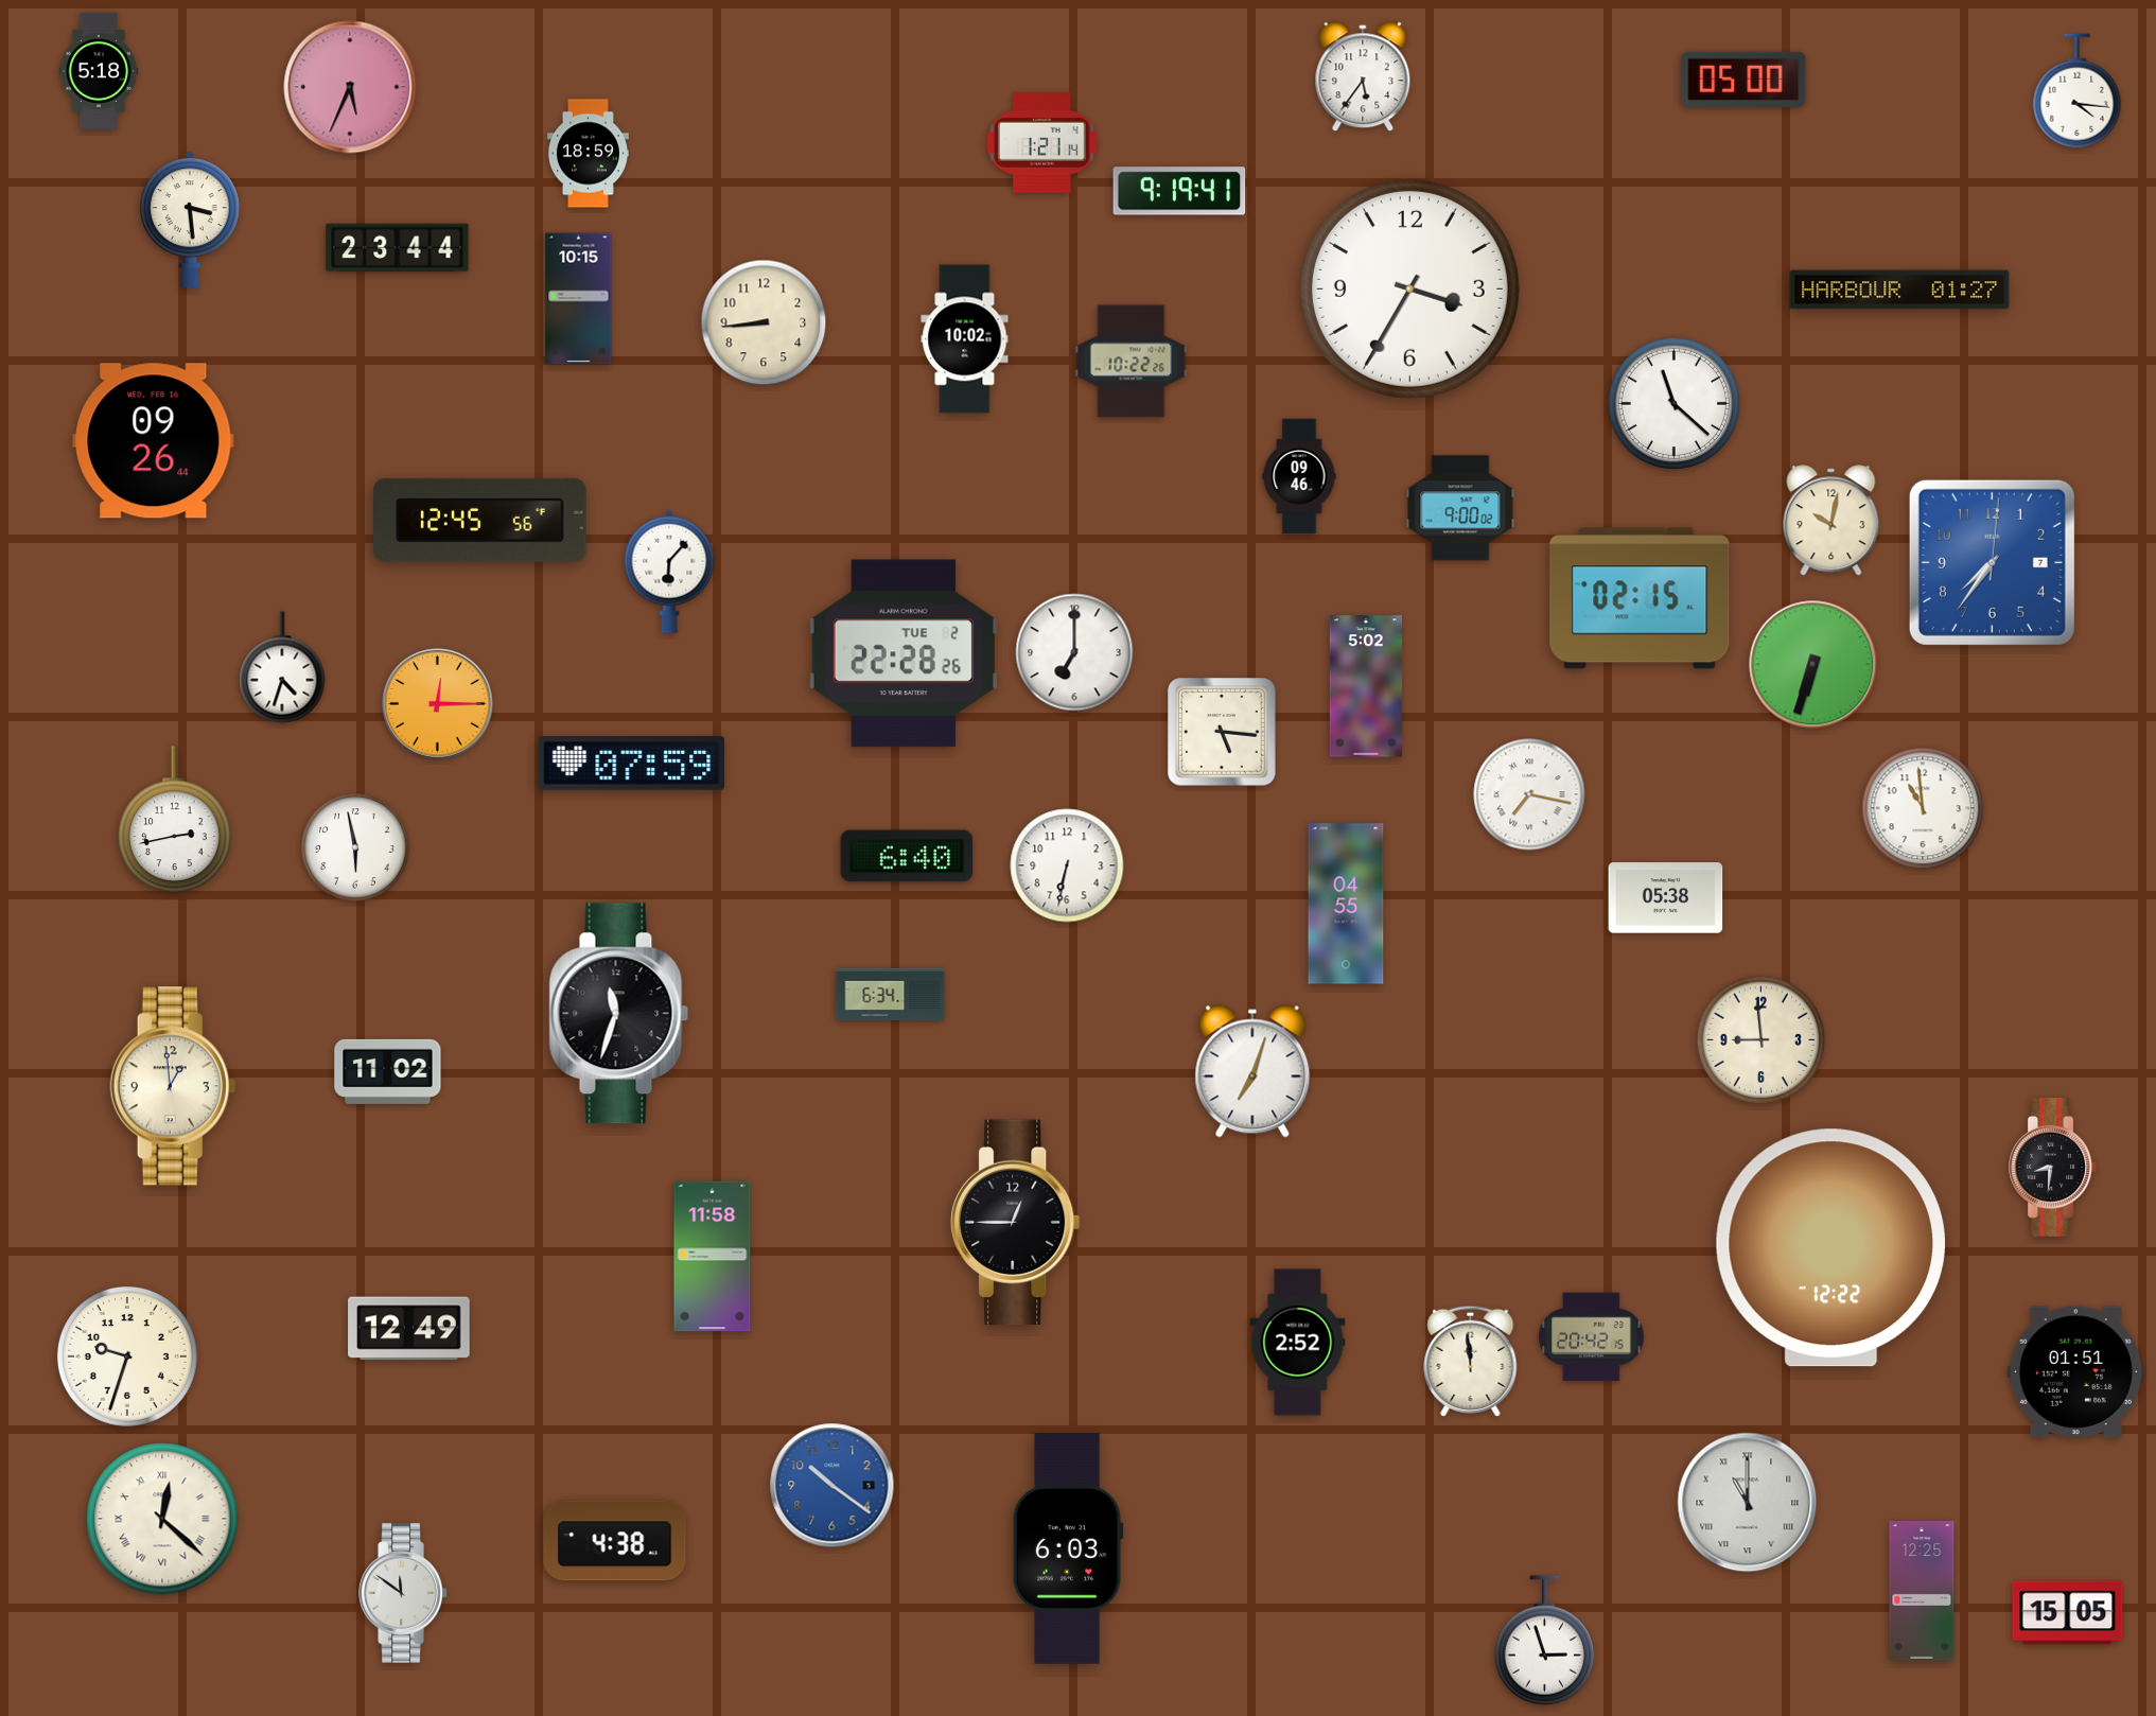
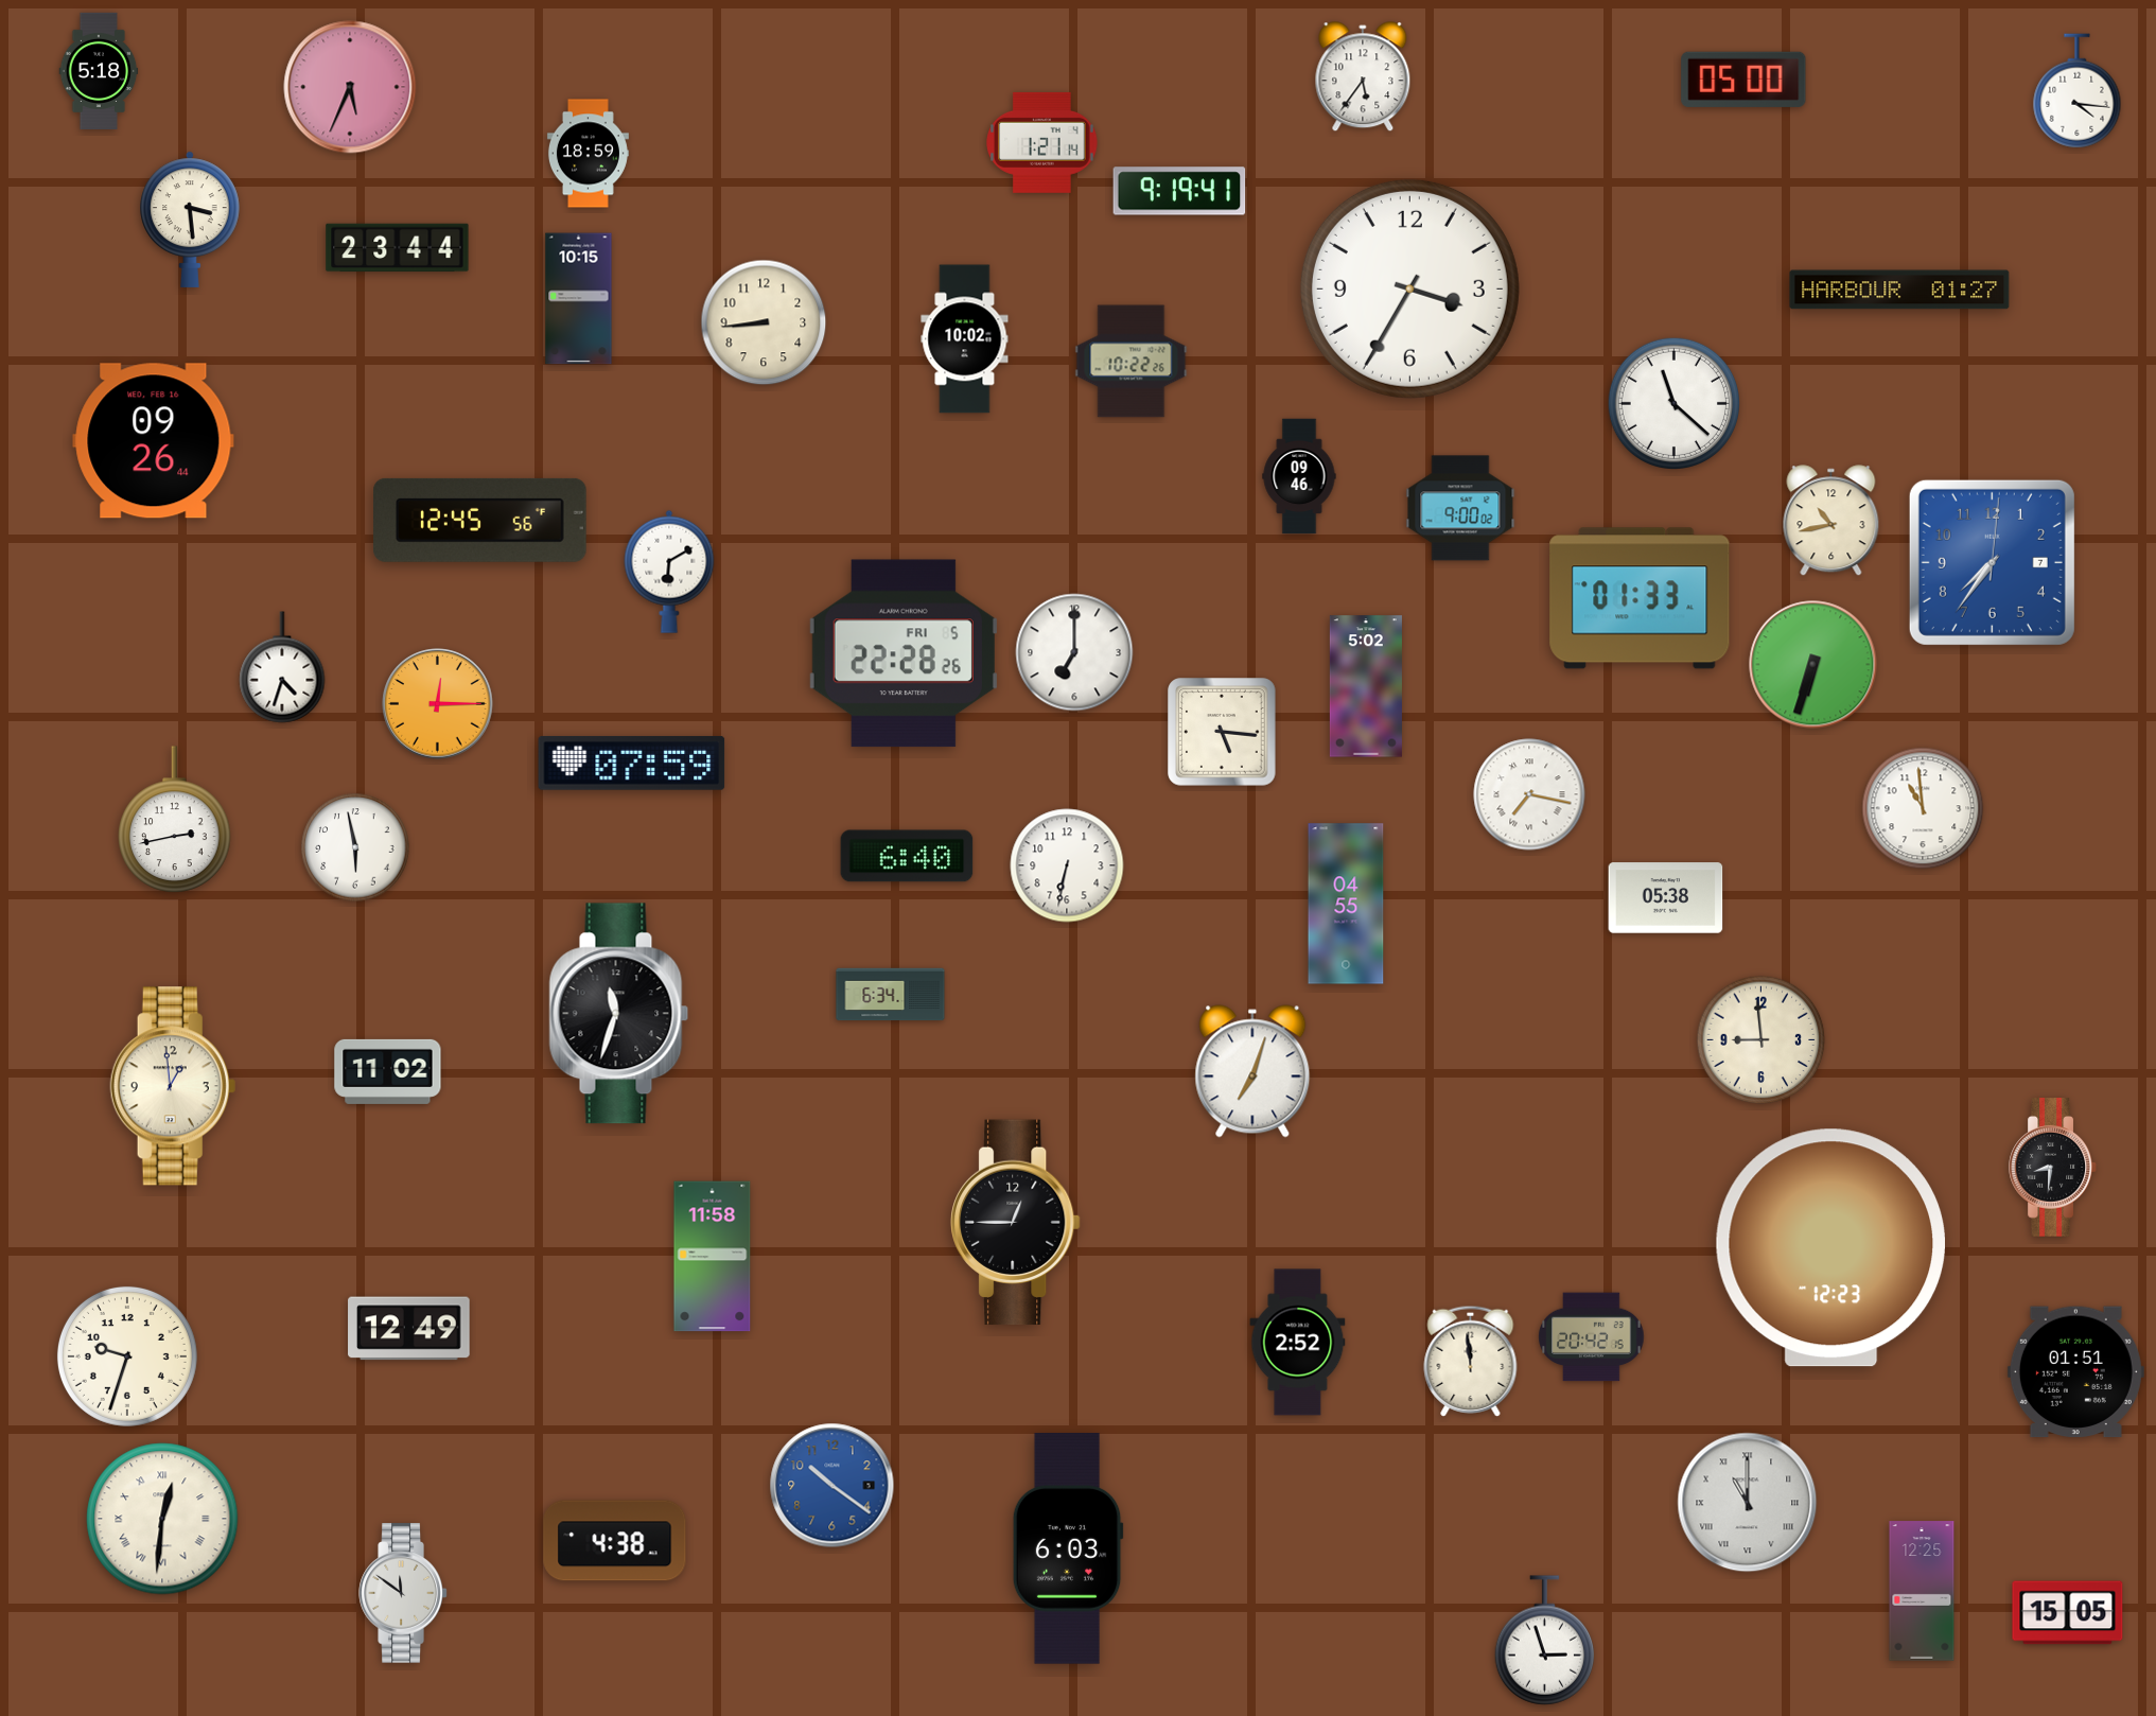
clock at (1831, 521): 10:02 -> 10:43
clock at (669, 572): 6:07 -> 6:10
clock at (1640, 598): 02:15 -> 01:33
clock at (904, 653) date: TUE 2 -> FRI 5
clock at (1830, 1248): 12:22 -> 12:23
clock at (162, 1519): 12:22 -> 12:31
